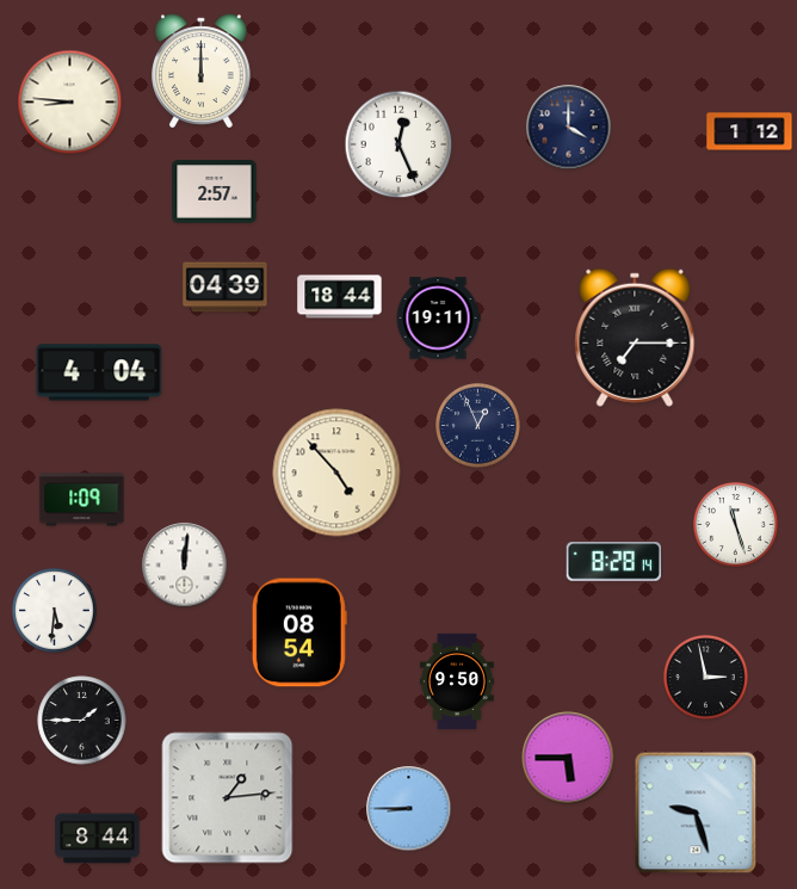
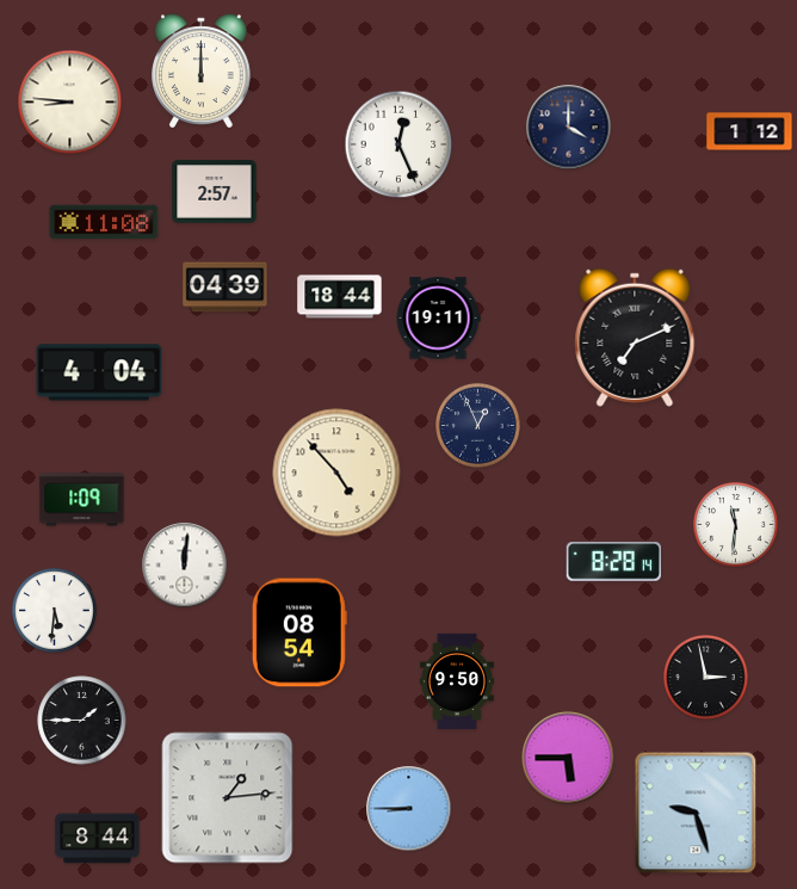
clock at (104, 222): none -> 11:08
clock at (635, 338): 7:15 -> 7:11
clock at (736, 525): 11:27 -> 11:31
